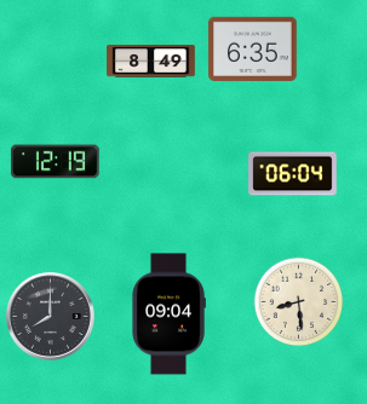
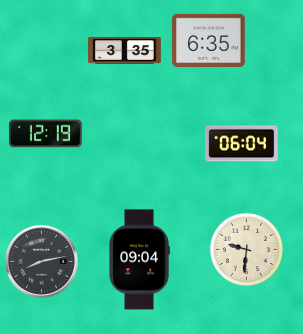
clock at (151, 62): 8:49 -> 3:35
clock at (299, 302): 8:29 -> 9:31
clock at (50, 316): 8:00 -> 8:13
